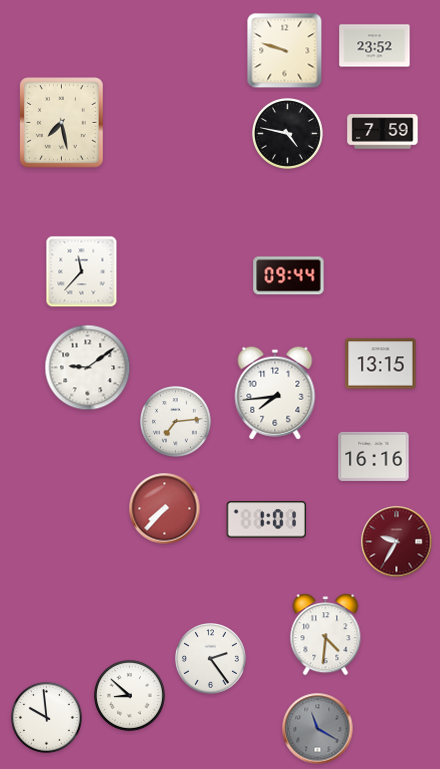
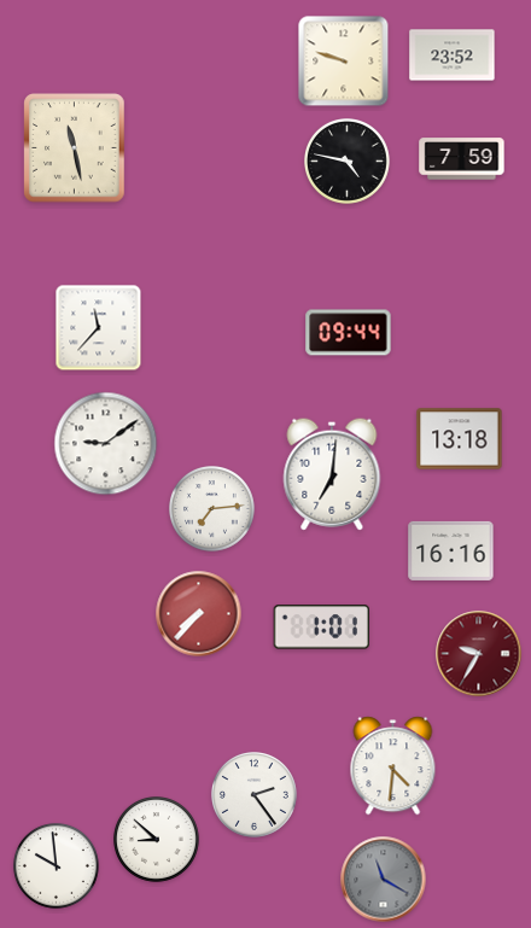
clock at (62, 123): 7:28 -> 11:28
clock at (381, 364): 13:15 -> 13:18
clock at (275, 393): 7:44 -> 7:01
